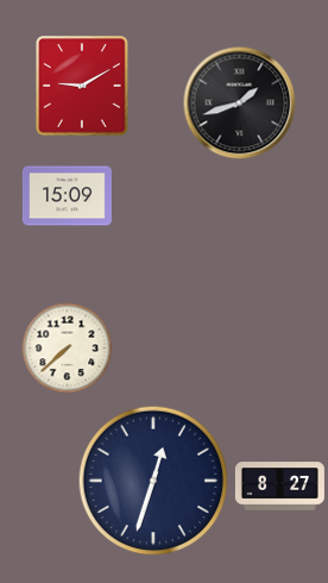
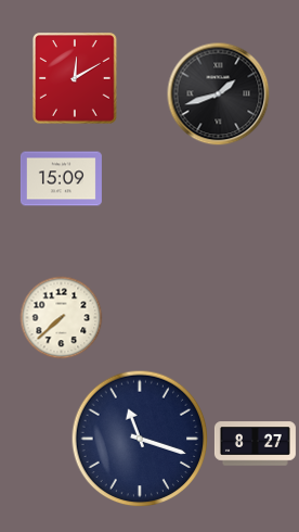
clock at (83, 86): 9:10 -> 12:10
clock at (153, 481): 12:33 -> 11:18
